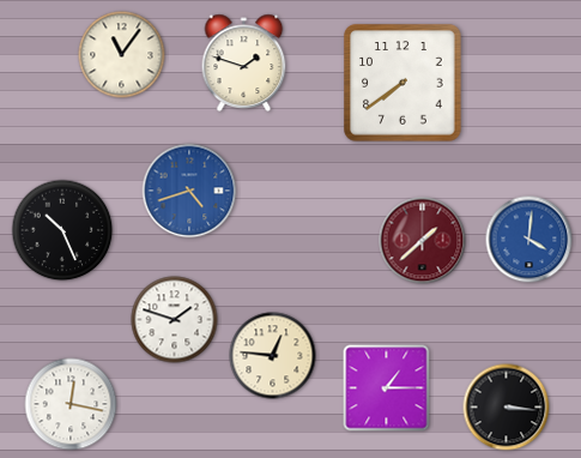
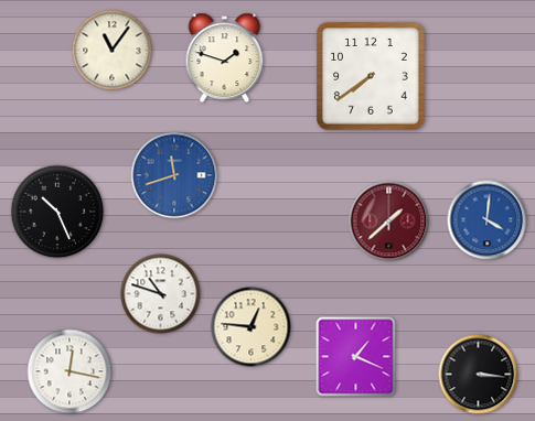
clock at (189, 191): 4:42 -> 11:42
clock at (175, 320): 1:48 -> 10:48
clock at (387, 388): 1:15 -> 1:19
clock at (71, 404) position: (71, 404) -> (69, 371)
clock at (507, 408) position: (507, 408) -> (479, 375)
